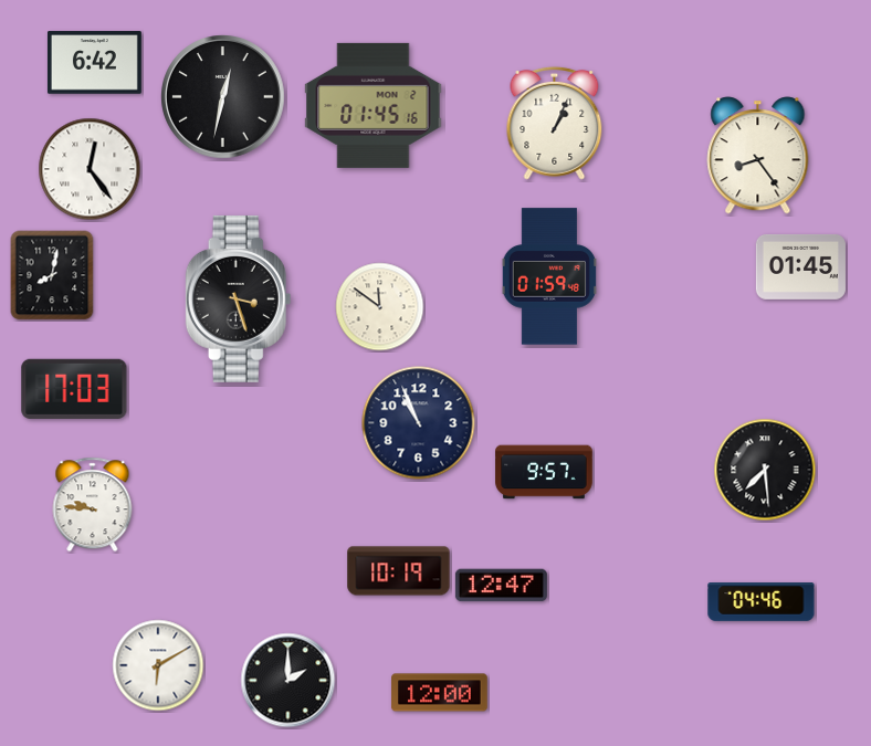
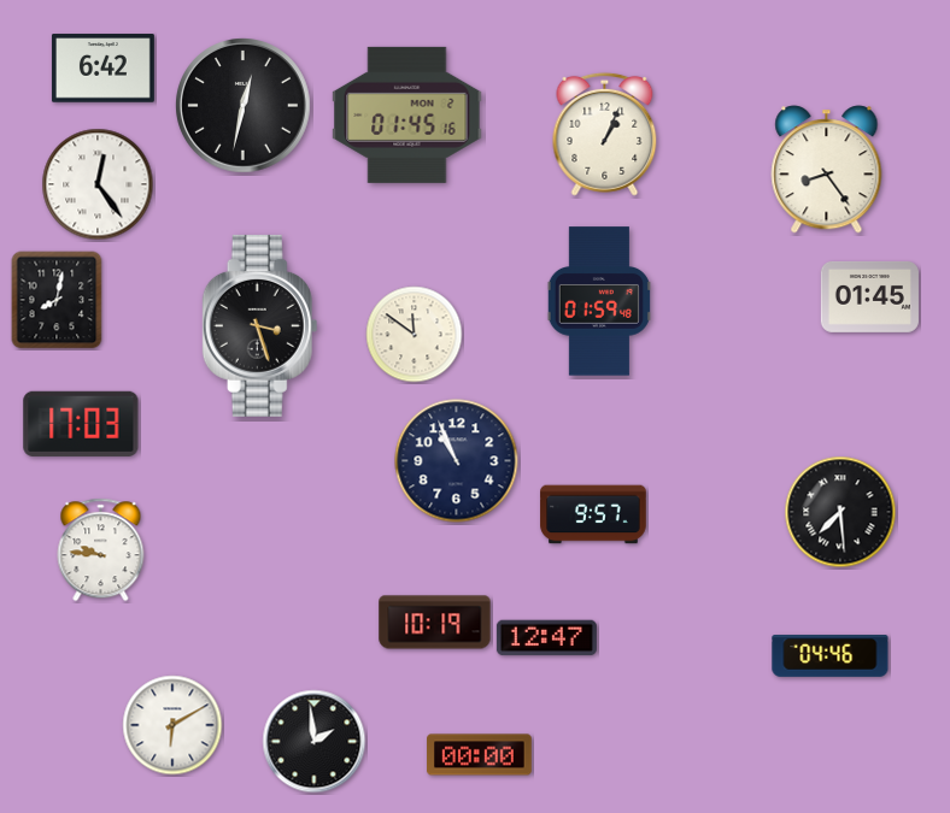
clock at (800, 266) position: (800, 266) -> (869, 296)
clock at (765, 470) position: (765, 470) -> (840, 512)
clock at (288, 681): 2:00 -> 1:59
clock at (440, 693): 12:00 -> 00:00
